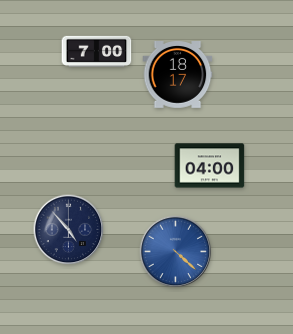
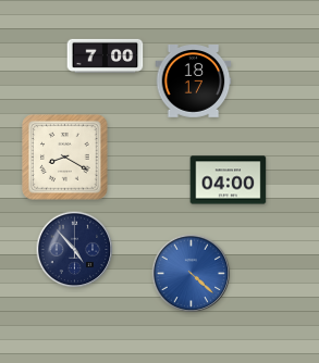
clock at (65, 158): none -> 8:20
